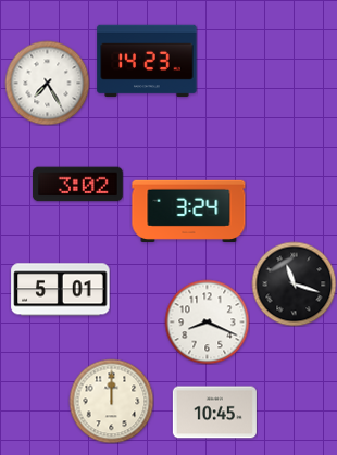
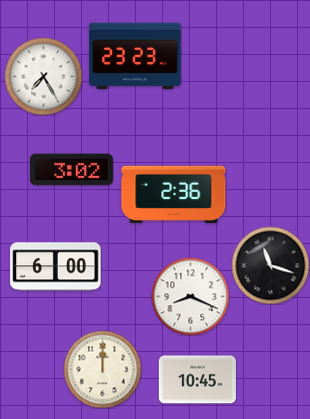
clock at (147, 61): 14:23 -> 23:23
clock at (189, 211): 3:24 -> 2:36
clock at (294, 283) position: (294, 283) -> (270, 265)
clock at (61, 290): 5:01 -> 6:00
